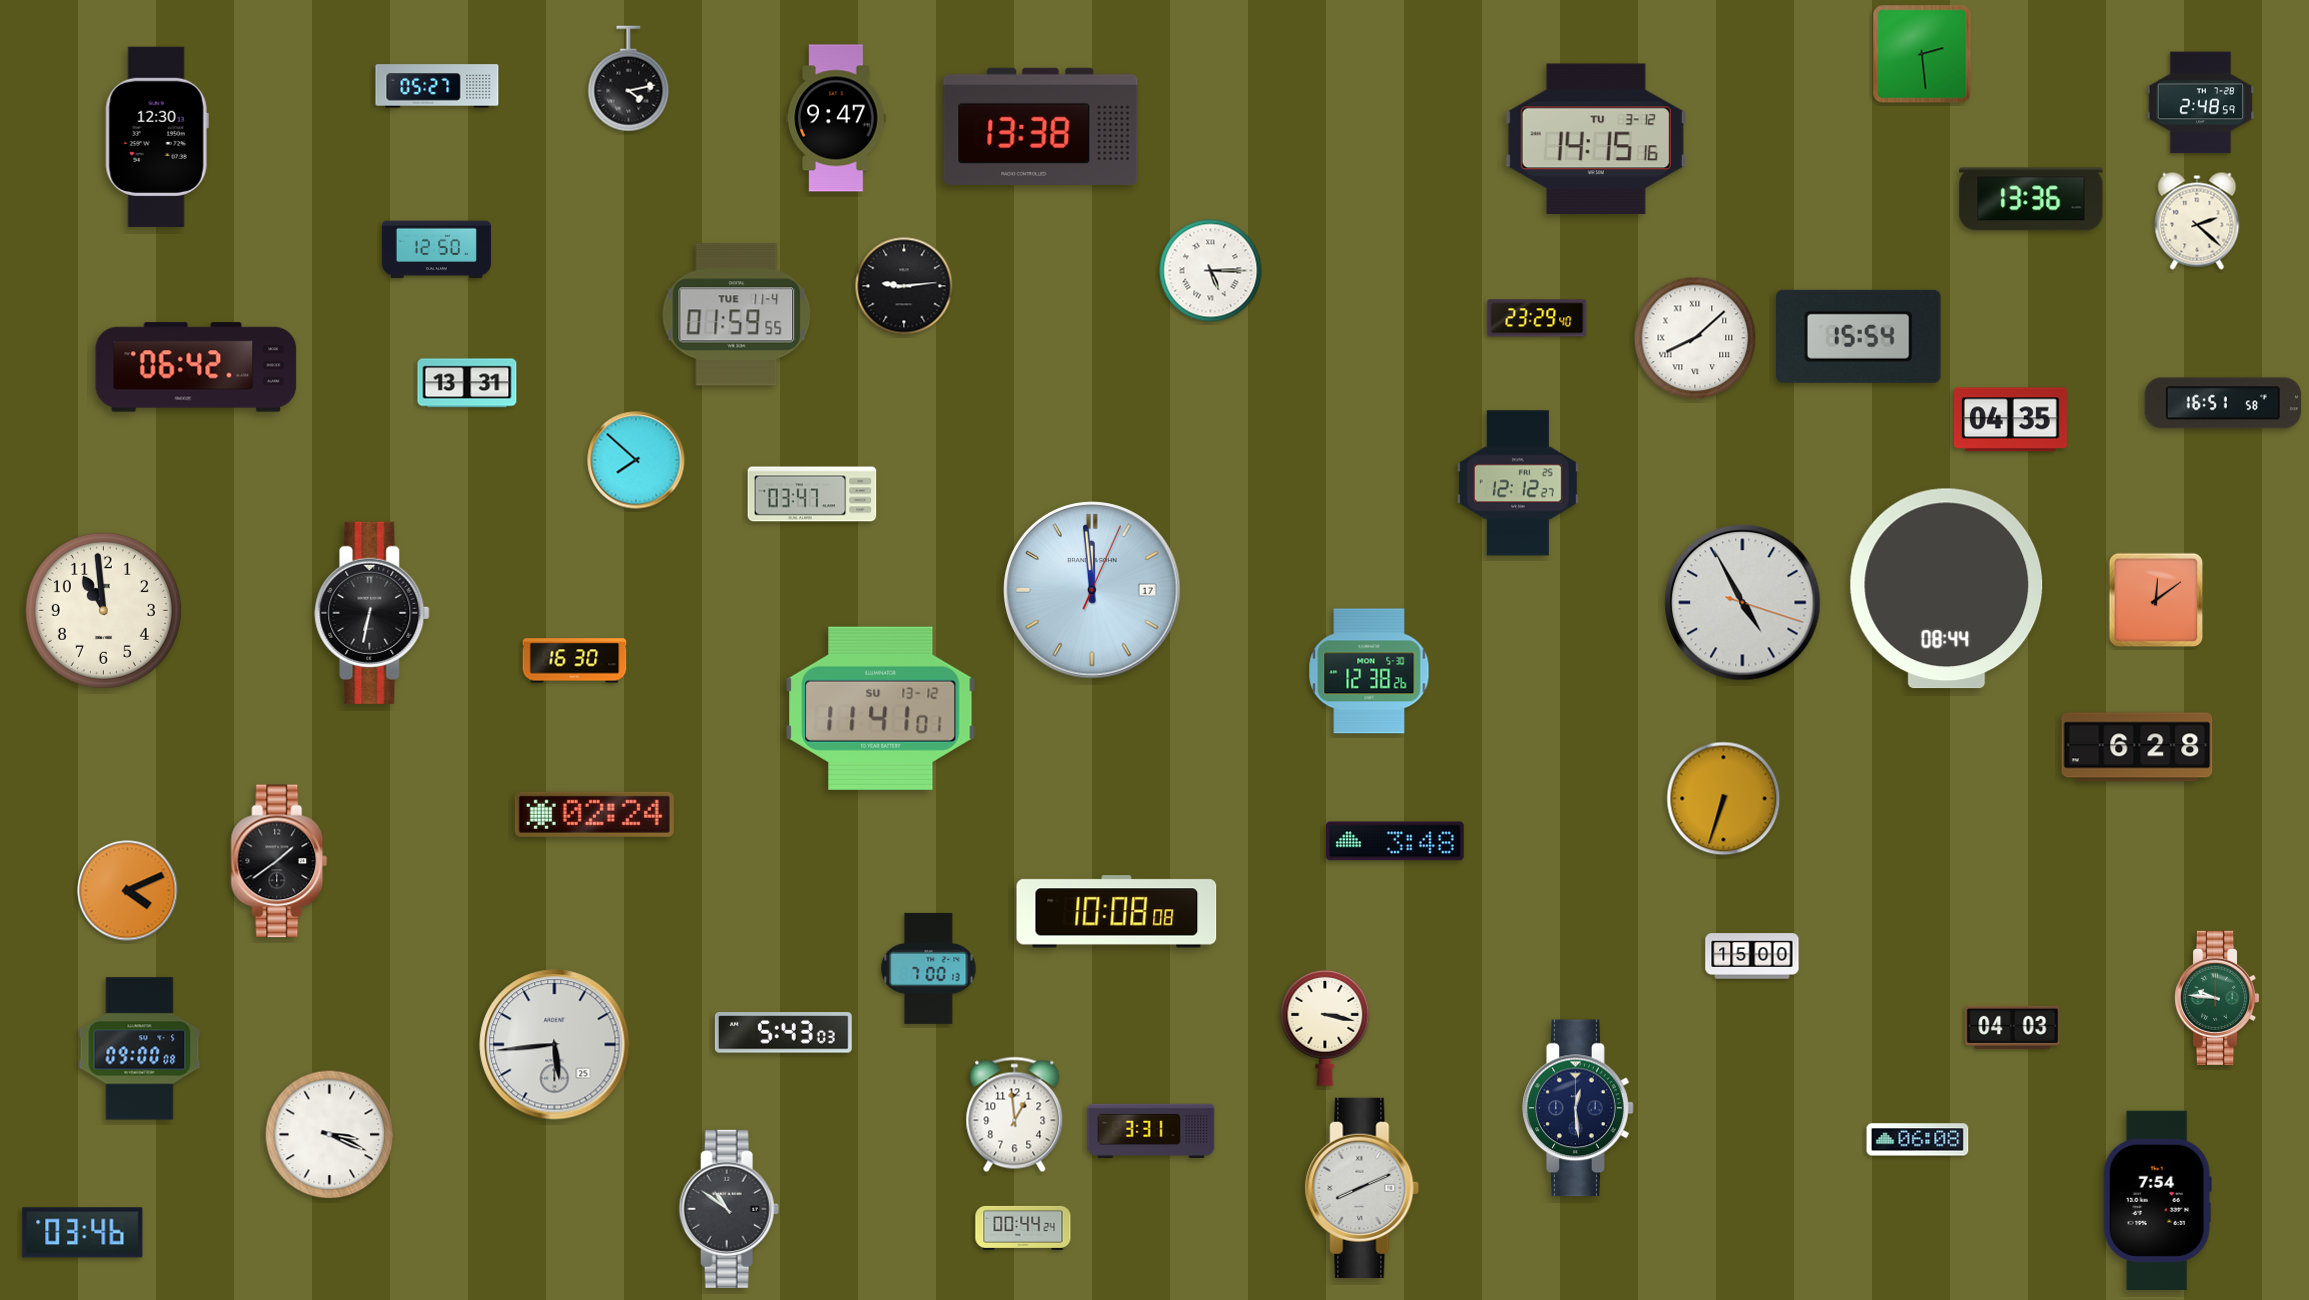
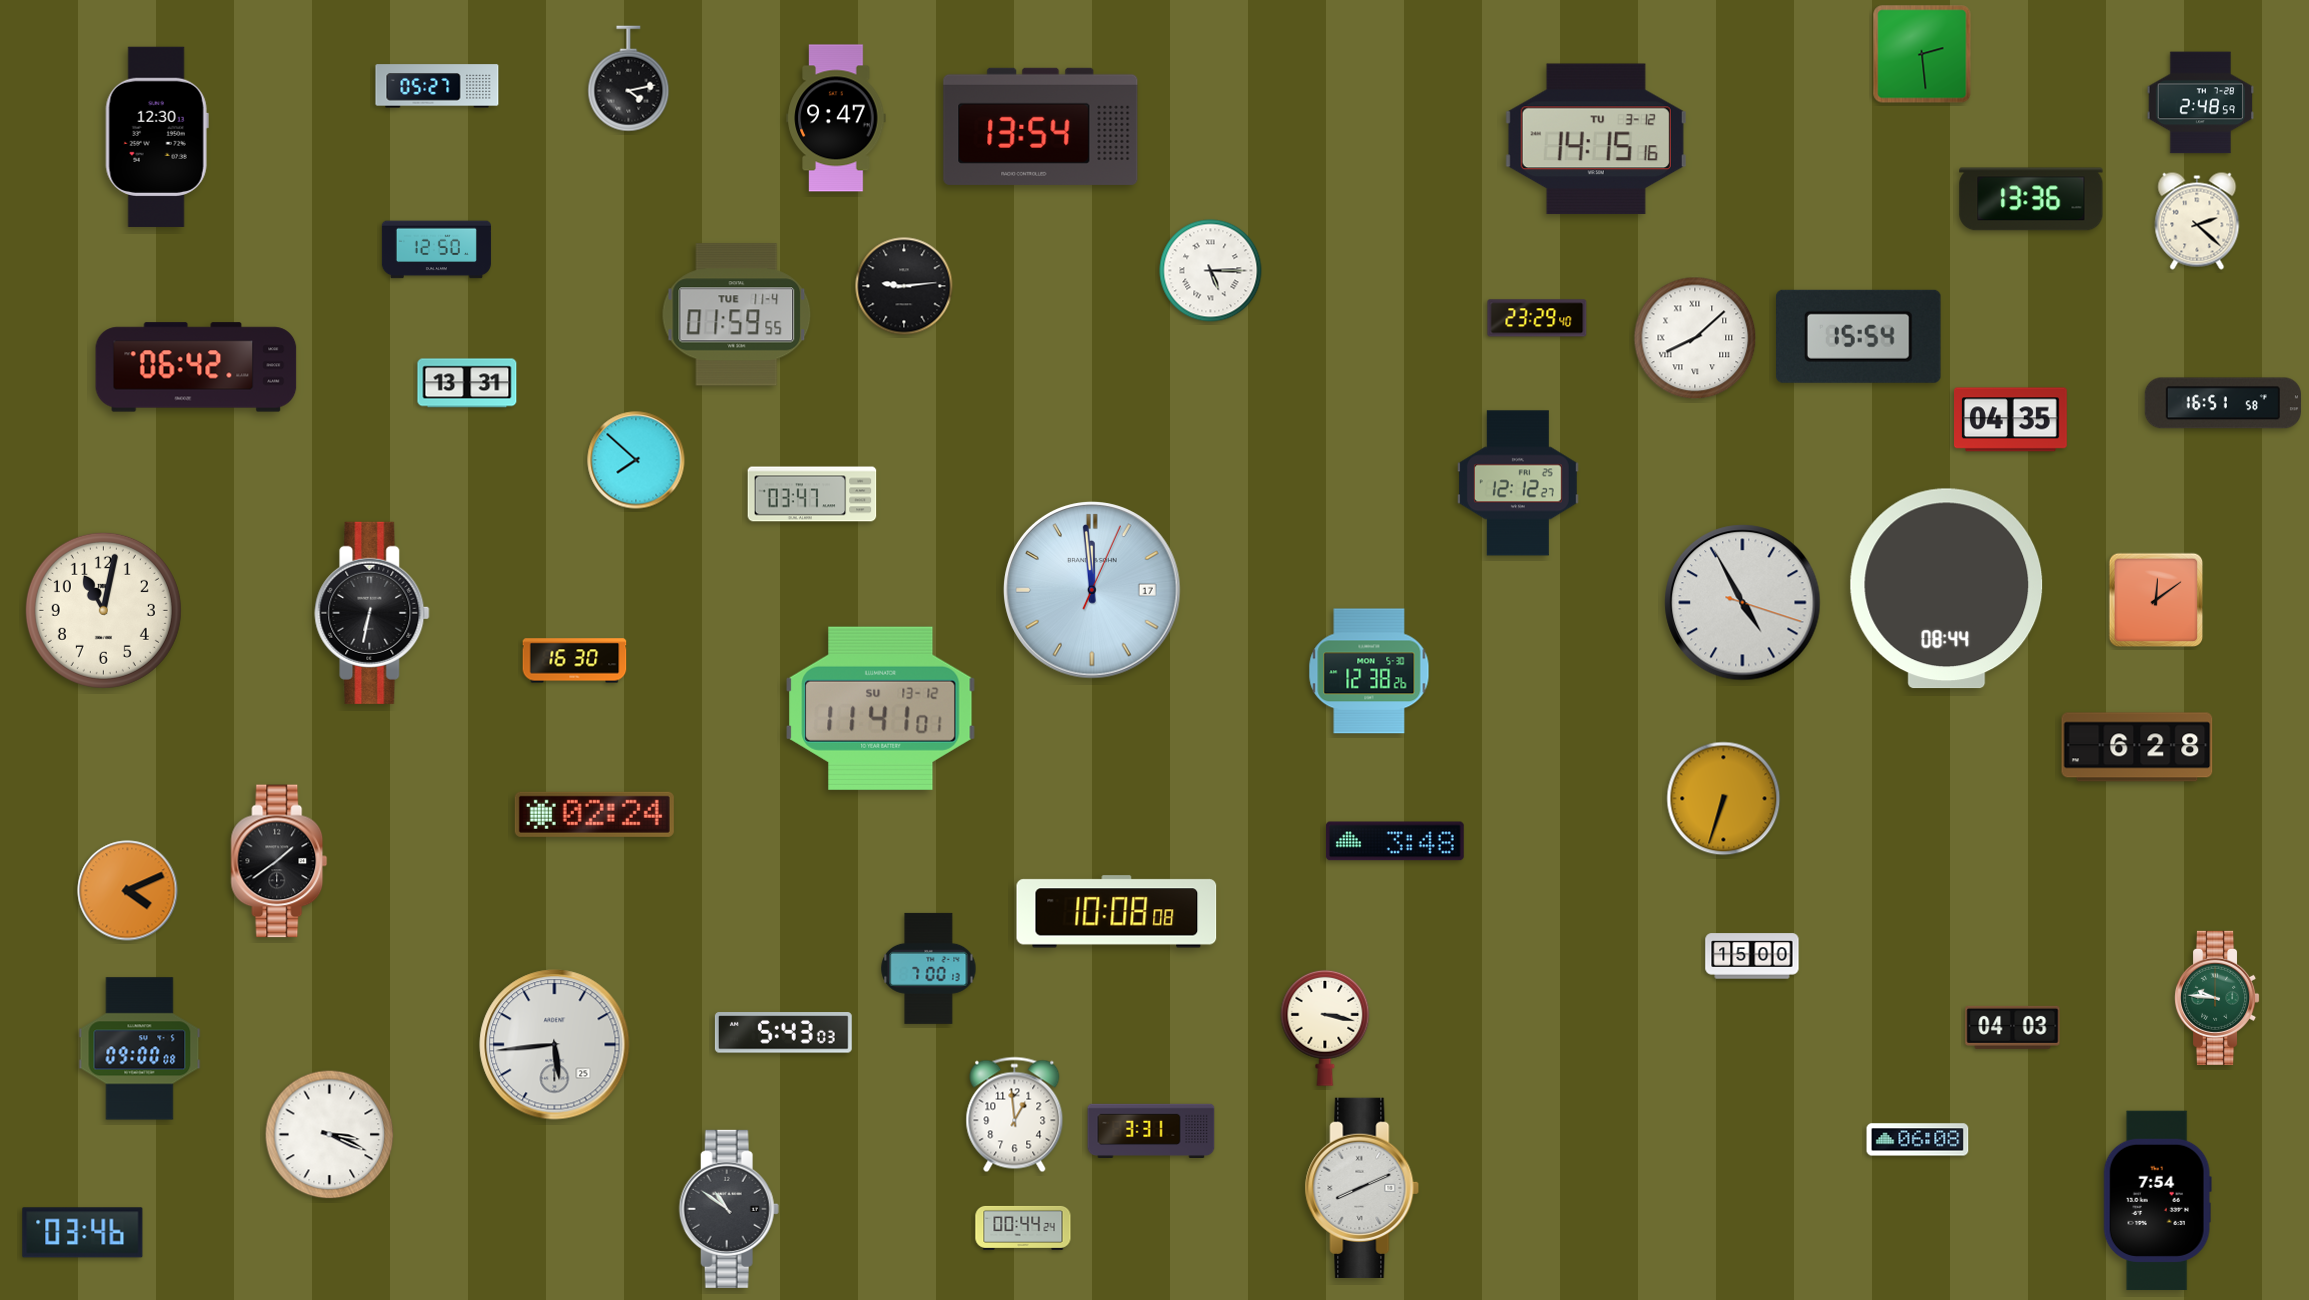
clock at (1041, 126): 13:38 -> 13:54
clock at (103, 610): 10:59 -> 11:02
clock at (1578, 1108): 12:29 -> none
